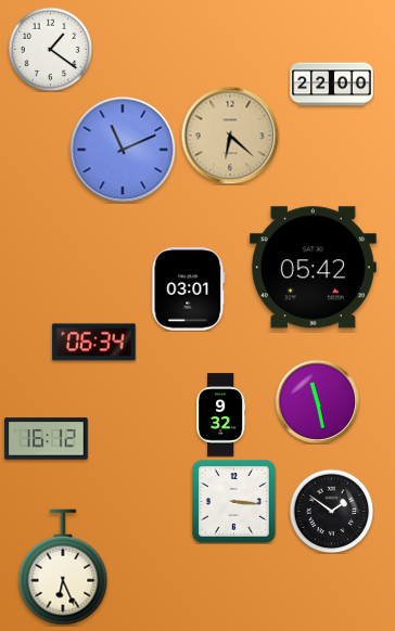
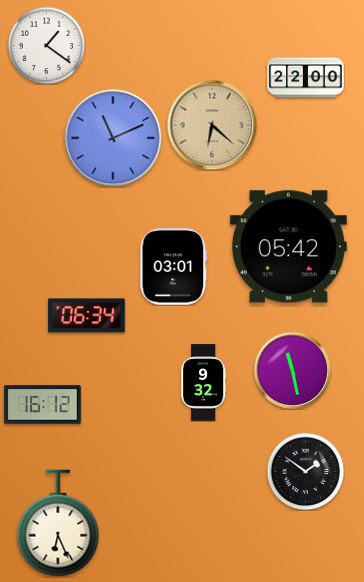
clock at (234, 502): 3:16 -> none
